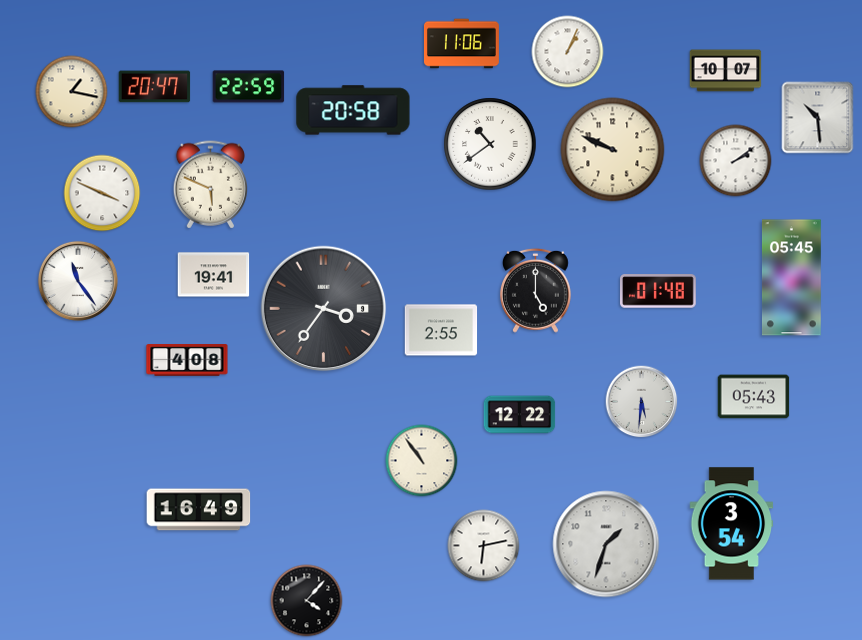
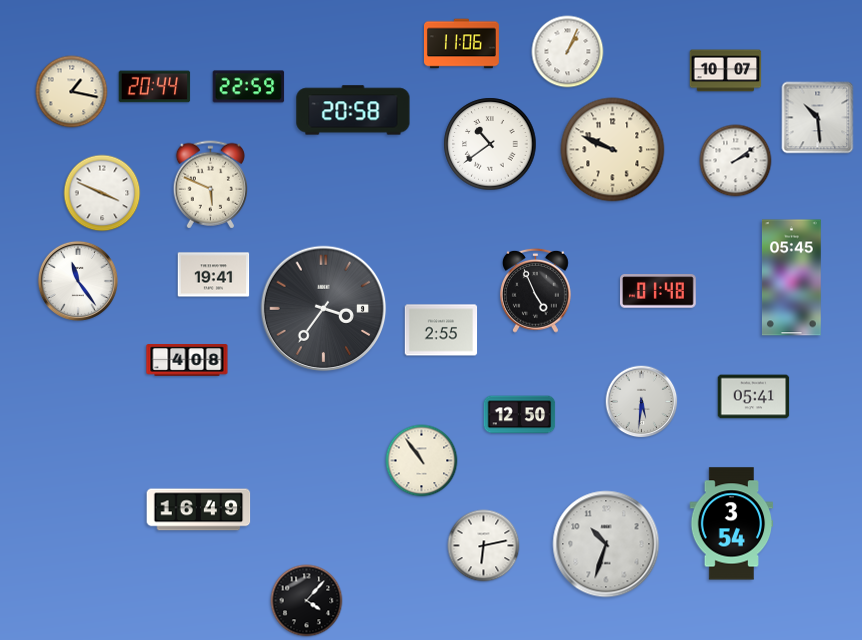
clock at (155, 87): 20:47 -> 20:44
clock at (535, 290): 5:00 -> 4:56
clock at (754, 397): 05:43 -> 05:41
clock at (520, 415): 12:22 -> 12:50
clock at (606, 544): 1:33 -> 10:33
